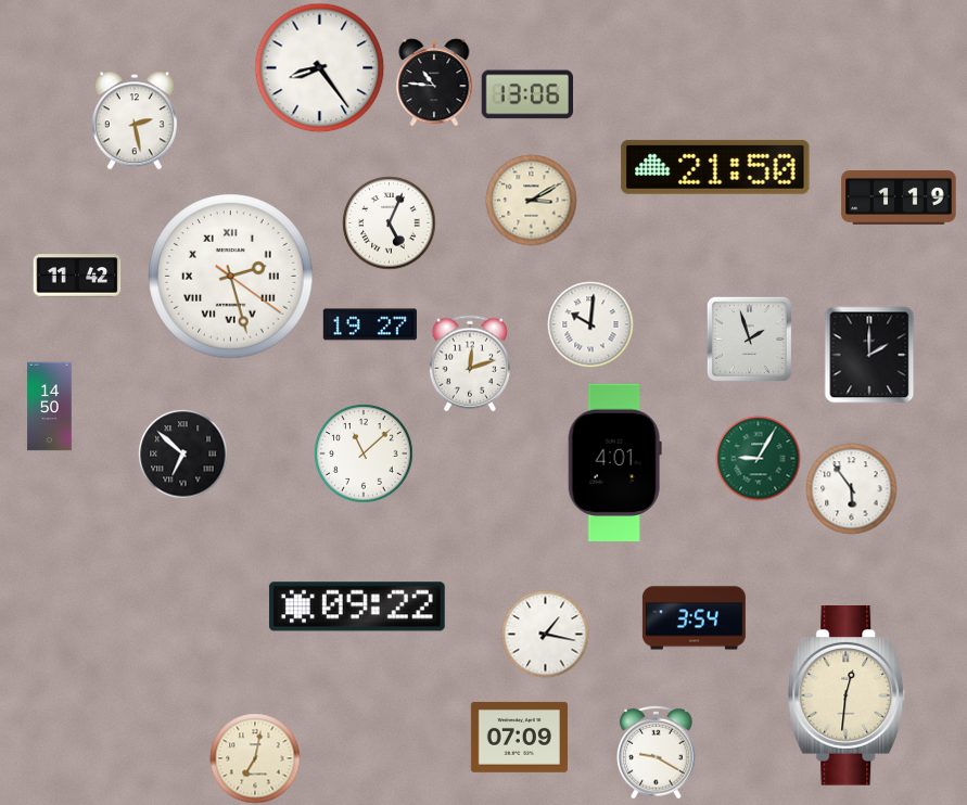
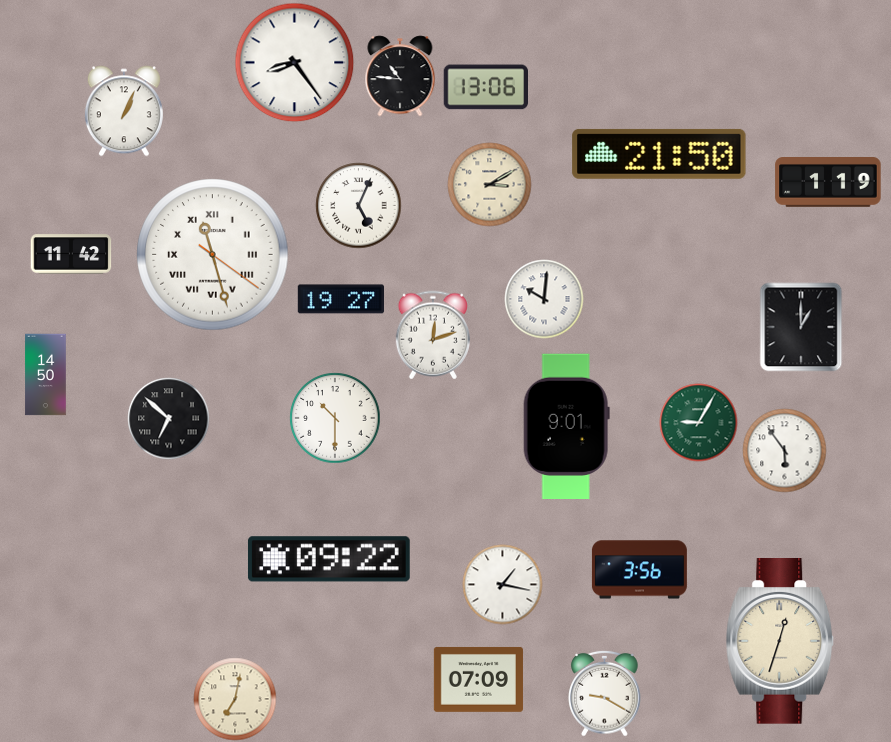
clock at (135, 120): 2:28 -> 1:04
clock at (231, 277): 2:27 -> 11:27
clock at (749, 338): 1:57 -> none
clock at (869, 355): 2:00 -> 1:00
clock at (364, 453): 11:08 -> 10:30
clock at (614, 462): 4:01 -> 9:01
clock at (694, 618): 3:54 -> 3:56
clock at (847, 695): 12:31 -> 12:33
